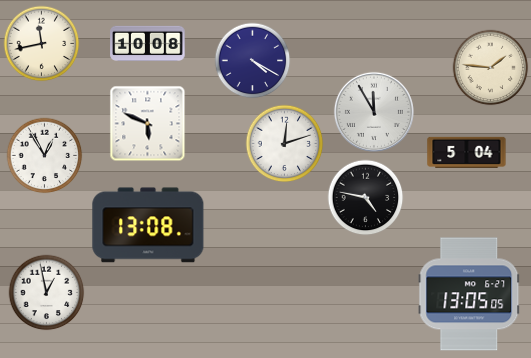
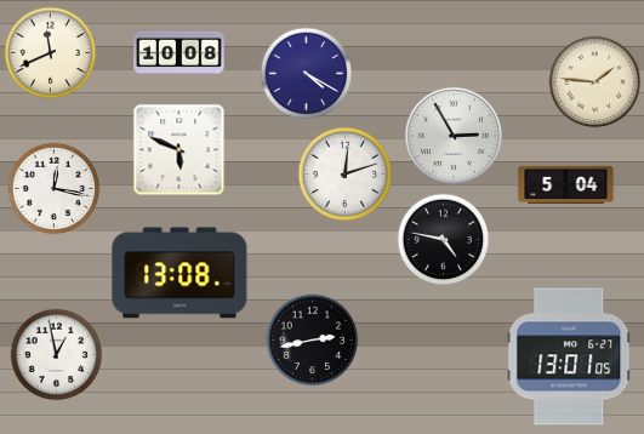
clock at (42, 44): 11:43 -> 11:41
clock at (374, 112): 11:55 -> 2:55
clock at (45, 156): 12:55 -> 12:17
clock at (313, 341): none -> 2:43
clock at (469, 294): 13:05 -> 13:01
